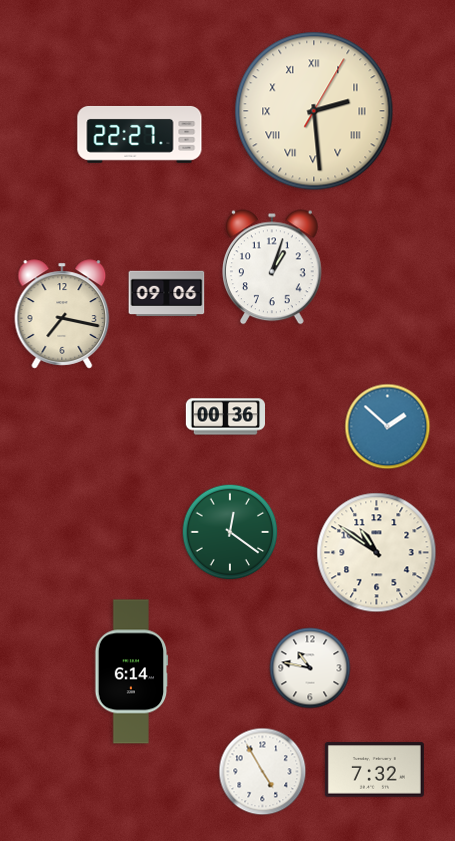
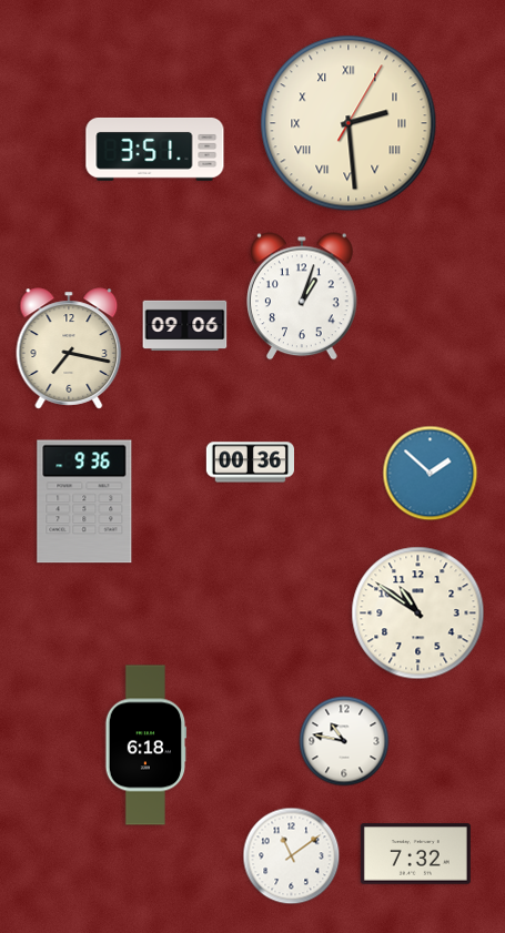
clock at (140, 134): 22:27 -> 3:51
clock at (84, 501): none -> 9:36
clock at (230, 532): 12:21 -> none
clock at (132, 672): 6:14 -> 6:18
clock at (263, 772): 4:55 -> 11:09
